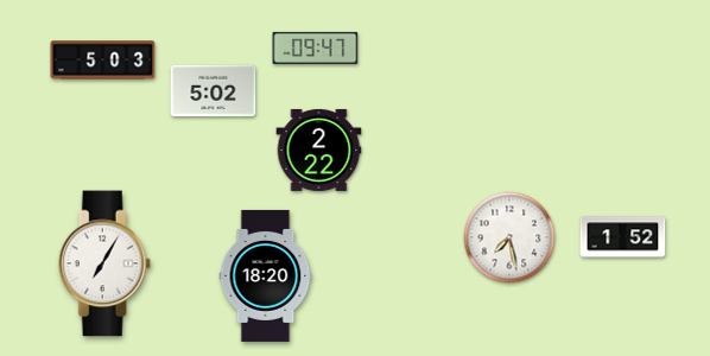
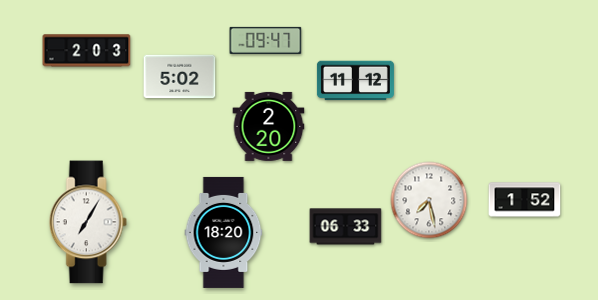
clock at (103, 61): 5:03 -> 2:03
clock at (355, 81): none -> 11:12
clock at (319, 150): 2:22 -> 2:20
clock at (346, 227): none -> 06:33
